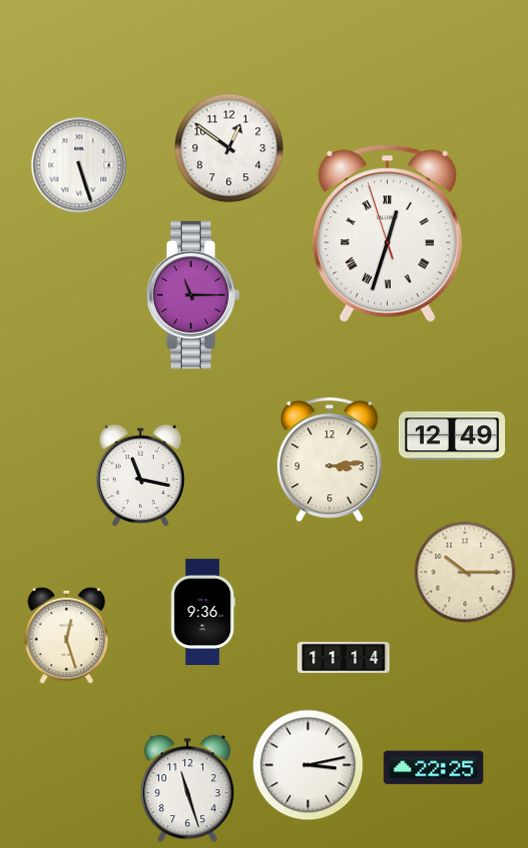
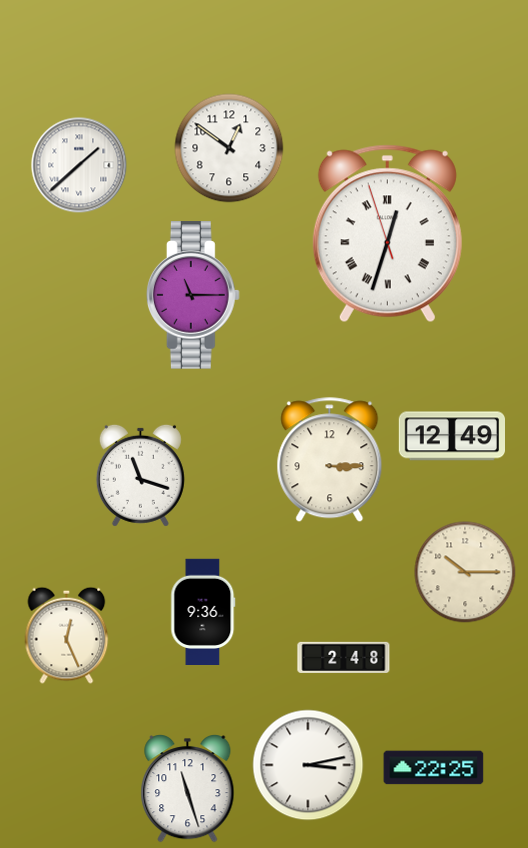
clock at (79, 165): 5:27 -> 1:38
clock at (330, 460): 3:14 -> 3:15
clock at (140, 475): 11:17 -> 11:18
clock at (67, 635): 12:27 -> 12:26
clock at (344, 657): 11:14 -> 2:48
